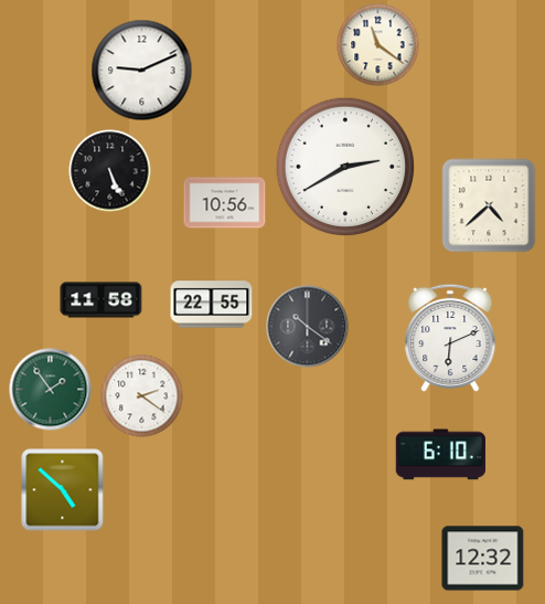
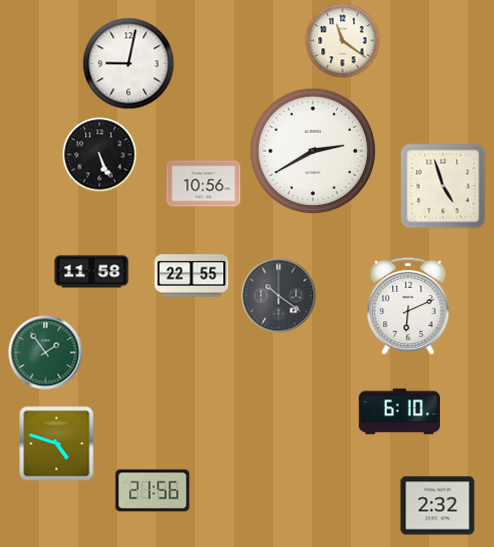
clock at (142, 71): 9:11 -> 9:02
clock at (489, 205): 4:38 -> 4:57
clock at (142, 396): 2:21 -> none
clock at (63, 490): 4:52 -> 4:48
clock at (153, 491): none -> 21:56
clock at (483, 559): 12:32 -> 2:32
